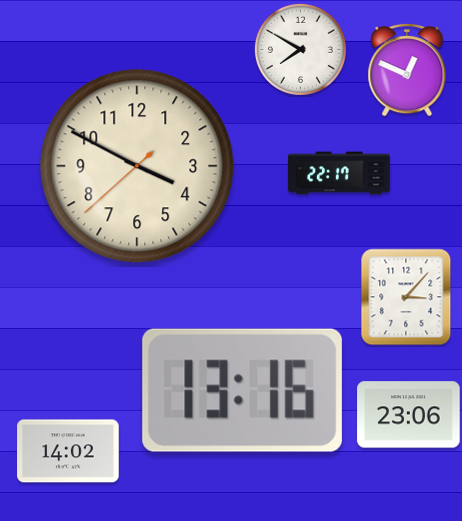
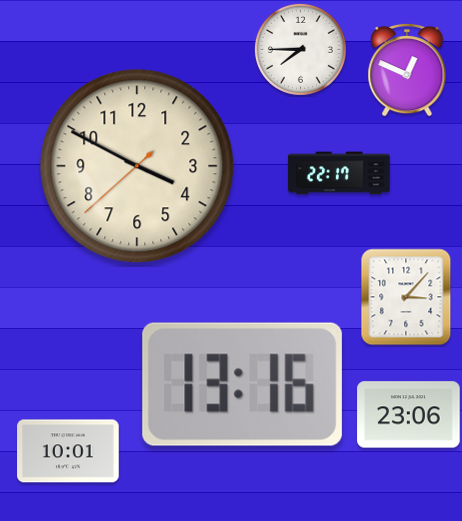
clock at (300, 49): 7:50 -> 7:45
clock at (242, 390) position: (242, 390) -> (242, 384)
clock at (68, 451): 14:02 -> 10:01
